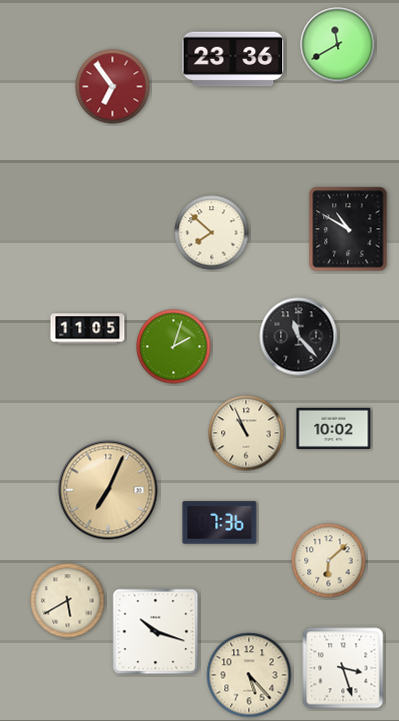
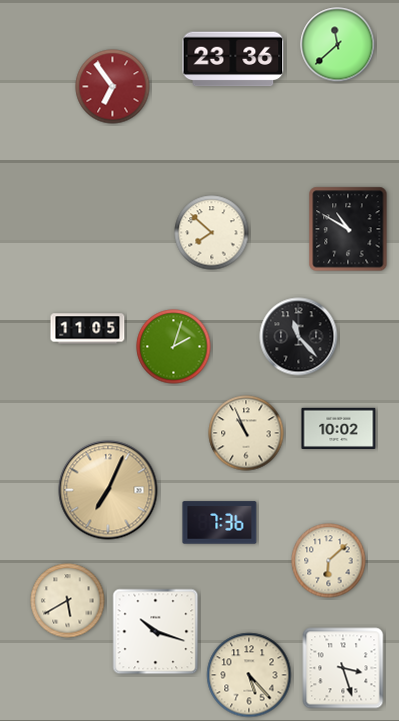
clock at (338, 45): 11:40 -> 11:38
clock at (334, 428) position: (334, 428) -> (339, 428)
